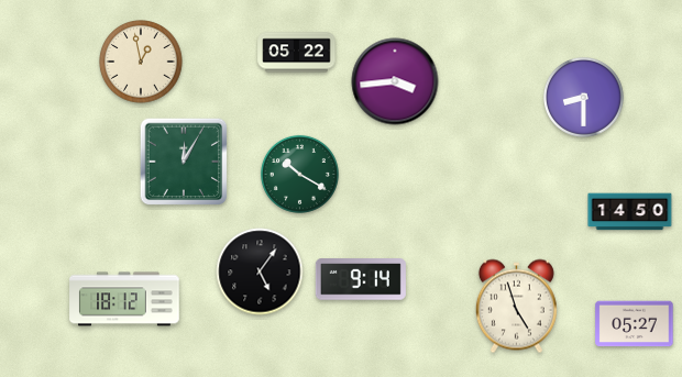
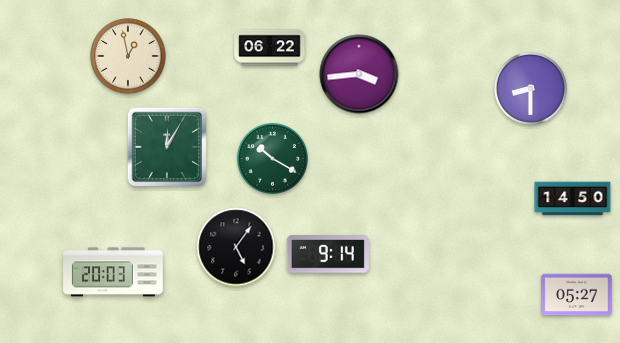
clock at (297, 53): 05:22 -> 06:22
clock at (630, 212) position: (630, 212) -> (573, 199)
clock at (124, 299): 18:12 -> 20:03
clock at (516, 307): 4:57 -> none
